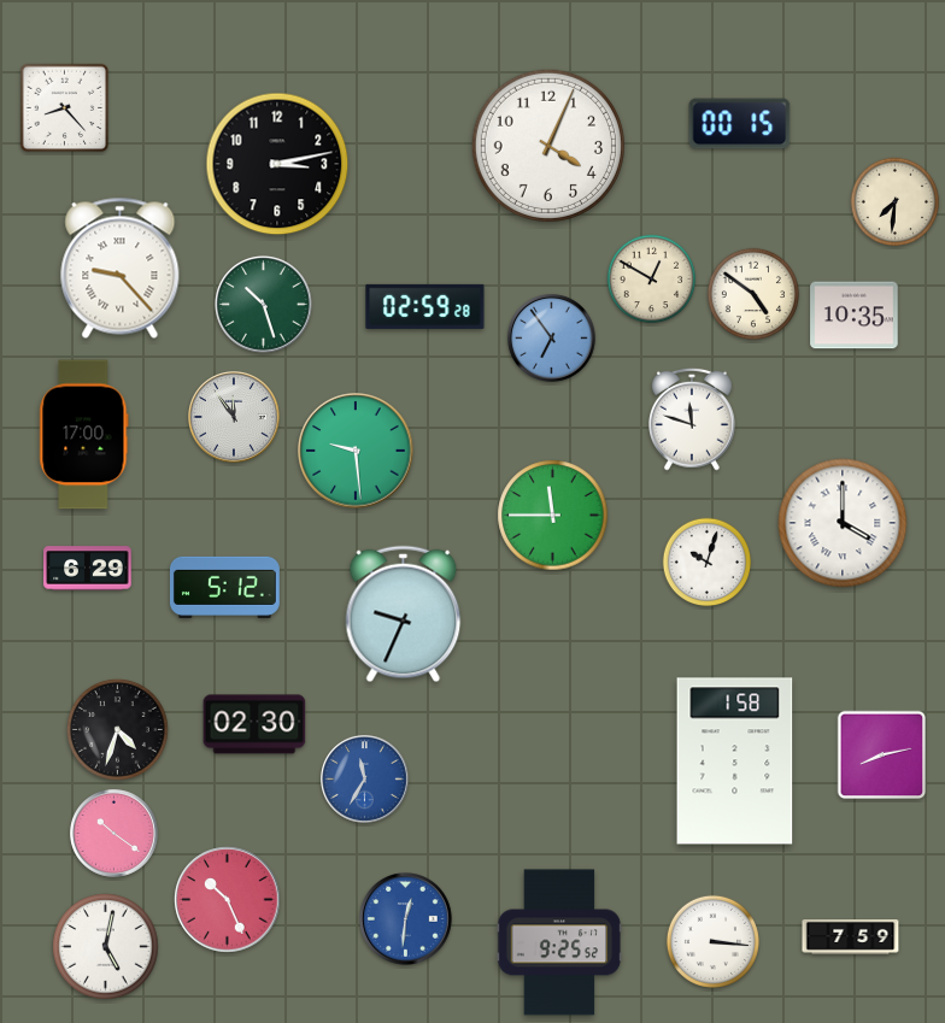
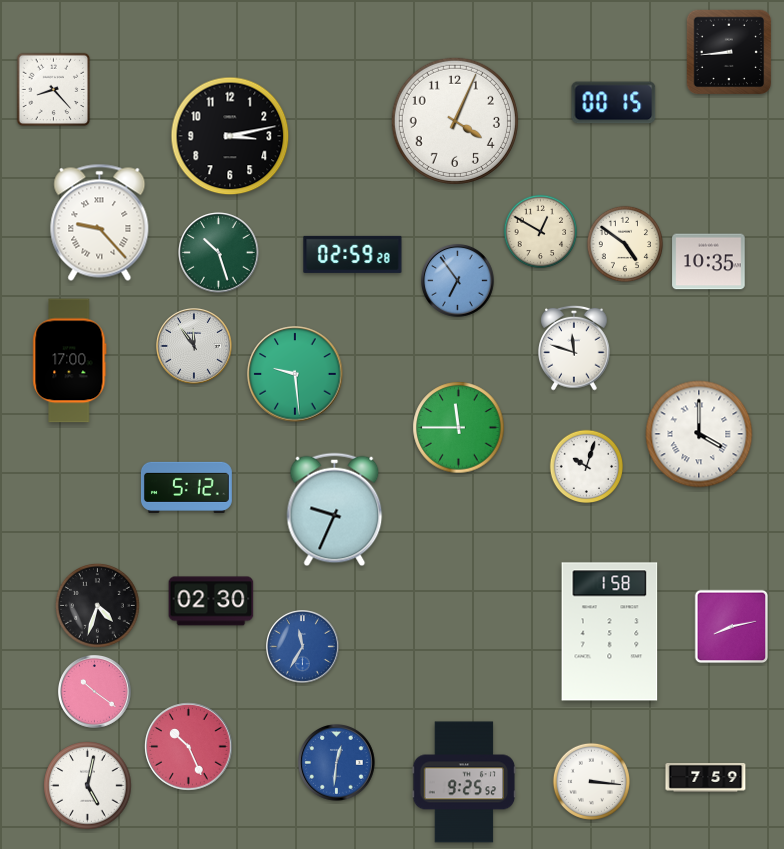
clock at (729, 52): none -> 8:44
clock at (896, 202): 7:31 -> none
clock at (88, 569): 6:29 -> none
